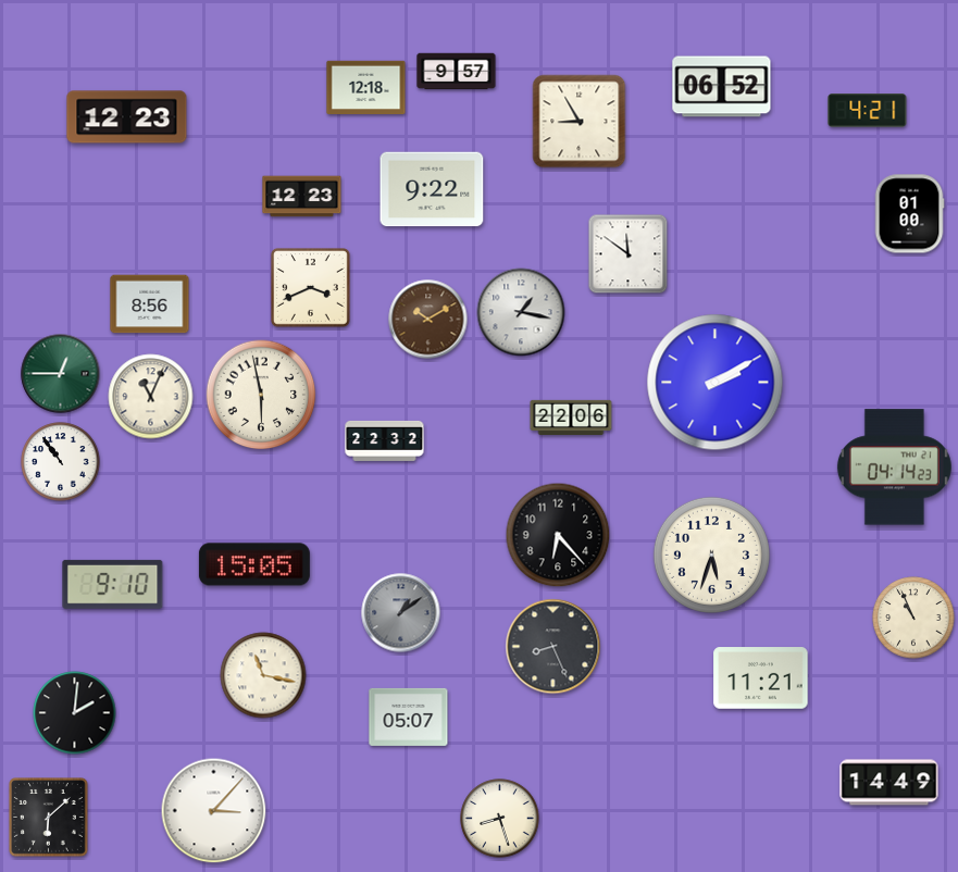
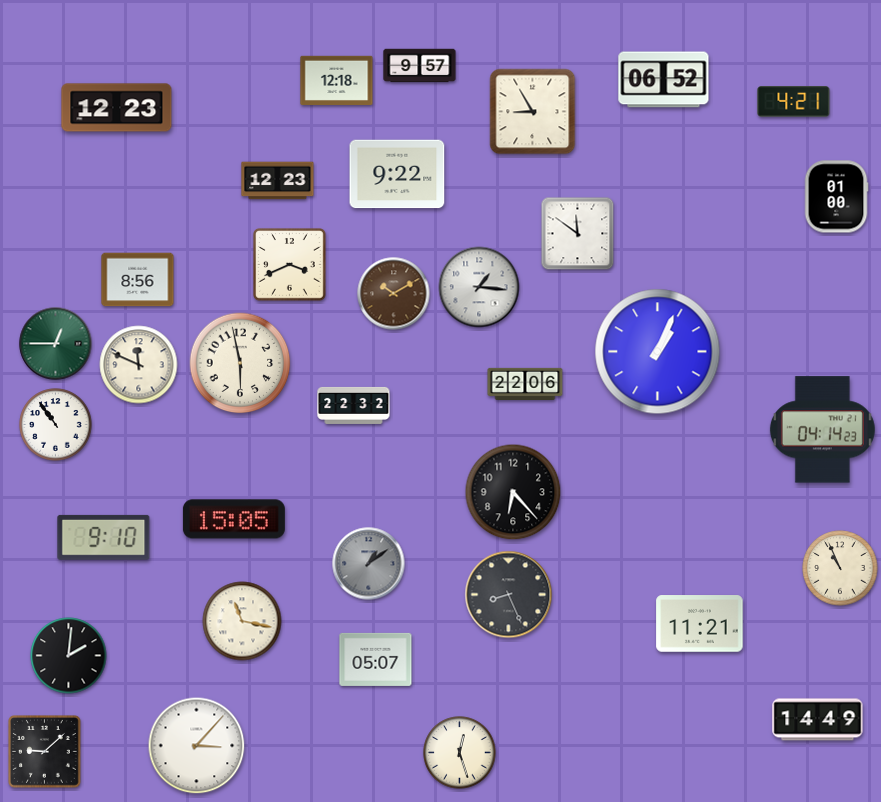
clock at (868, 111) position: (868, 111) -> (794, 102)
clock at (311, 288) position: (311, 288) -> (290, 265)
clock at (521, 312): 1:17 -> 1:16
clock at (716, 383): 2:10 -> 1:04
clock at (151, 397): 11:04 -> 11:49
clock at (711, 555): 5:33 -> none
clock at (49, 818): 6:08 -> 9:08
clock at (500, 819): 8:27 -> 12:27
